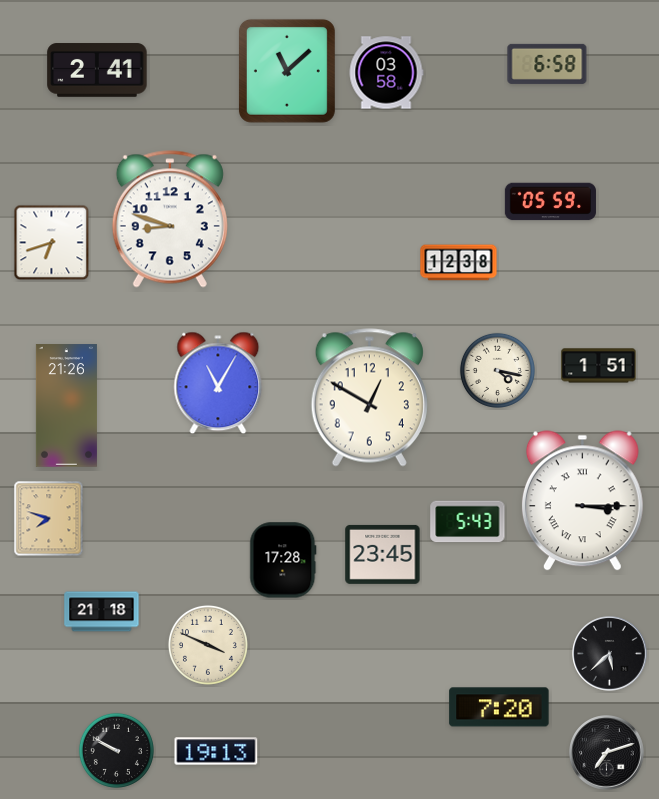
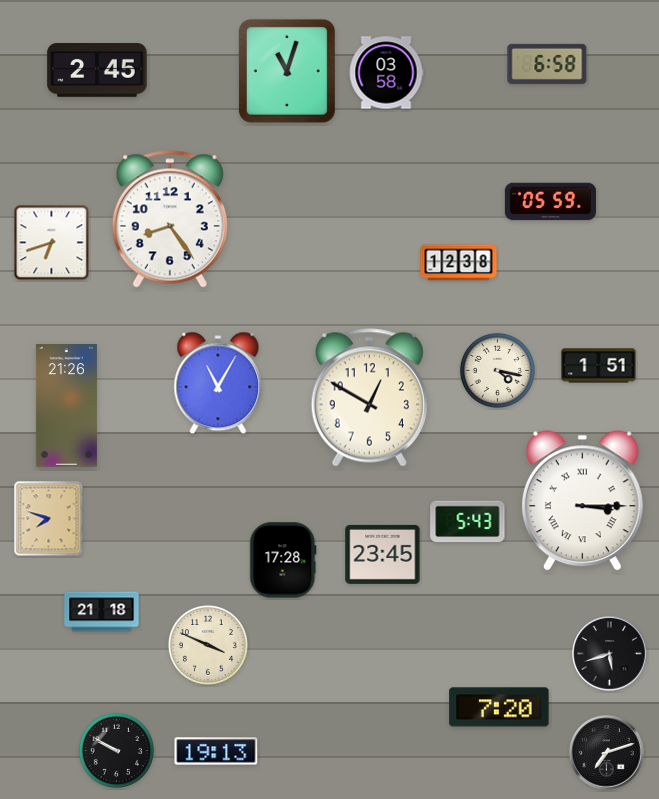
clock at (97, 70): 2:41 -> 2:45
clock at (287, 71): 11:08 -> 11:03
clock at (170, 219): 8:48 -> 8:24
clock at (610, 654): 5:38 -> 5:42
